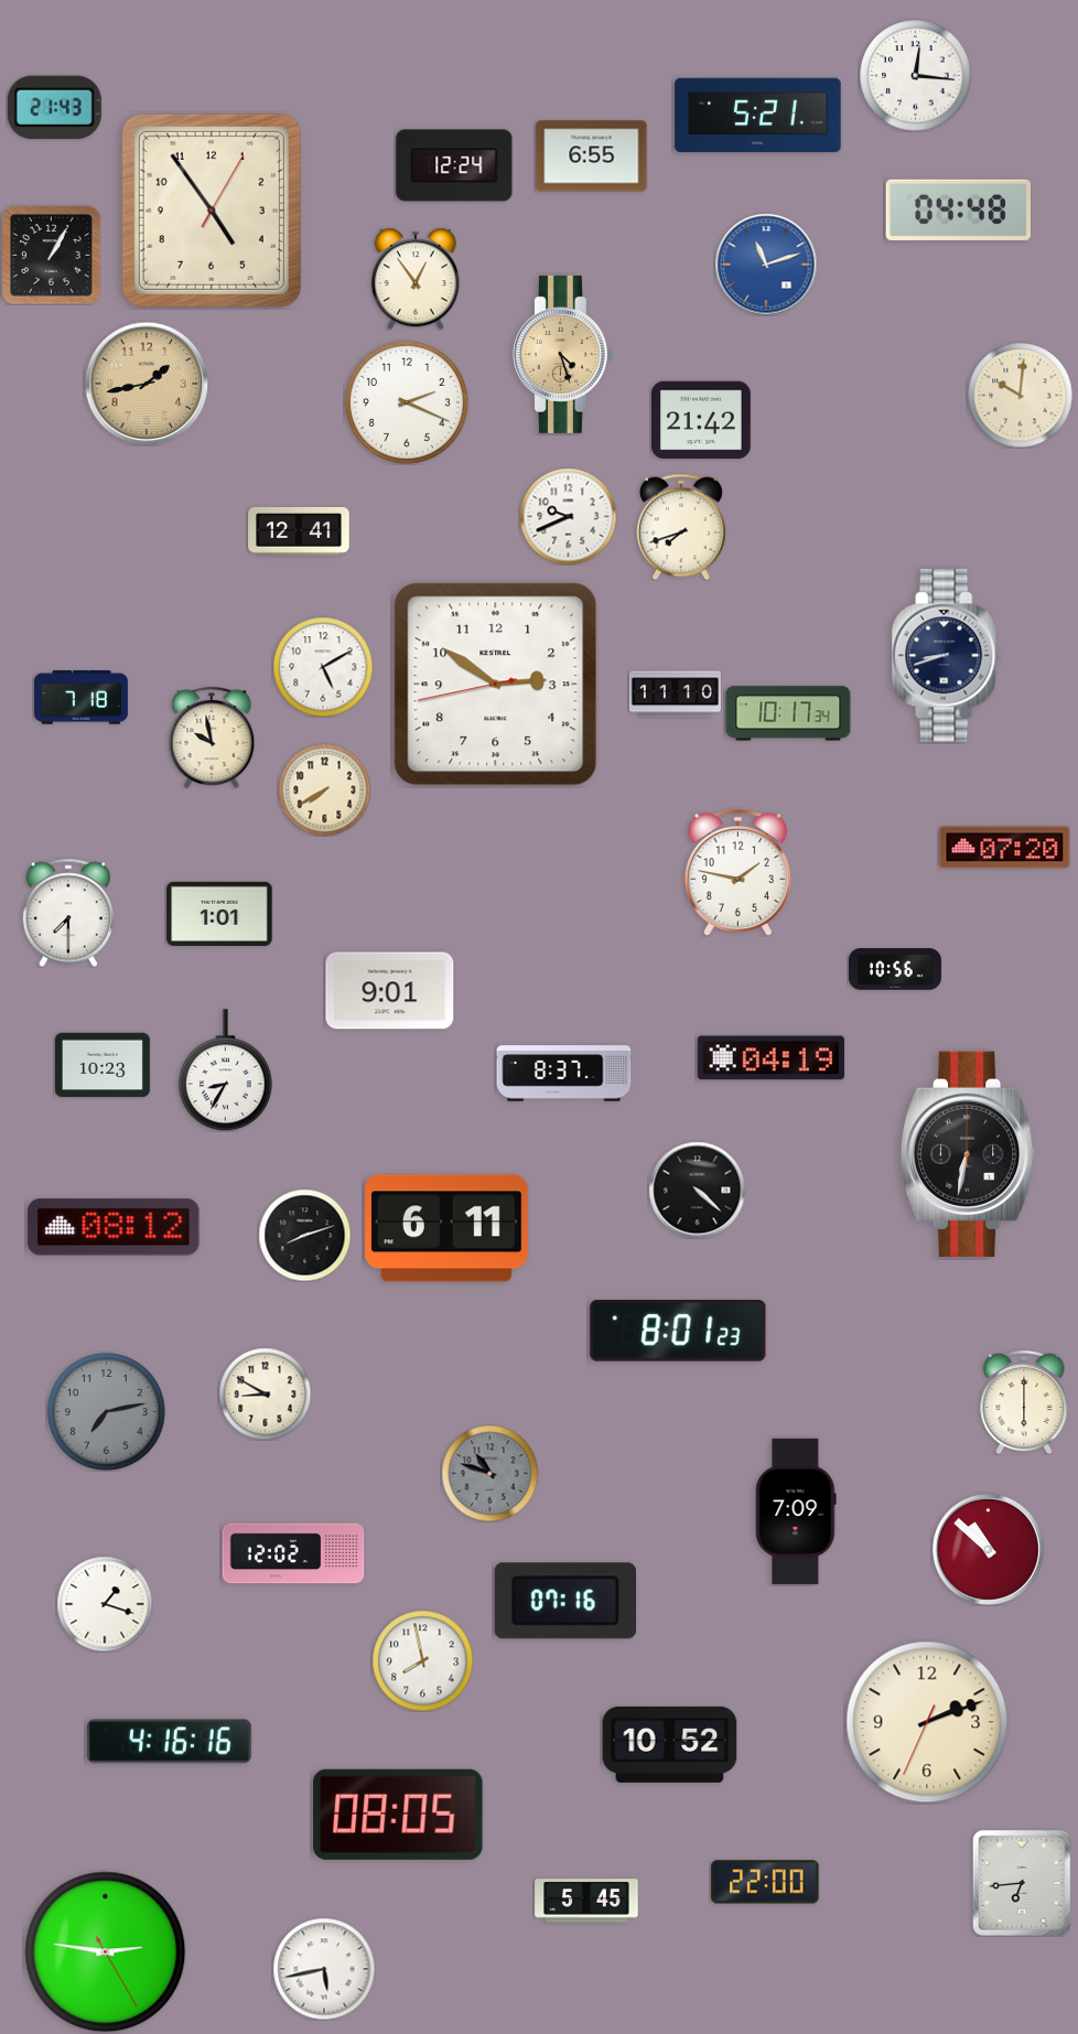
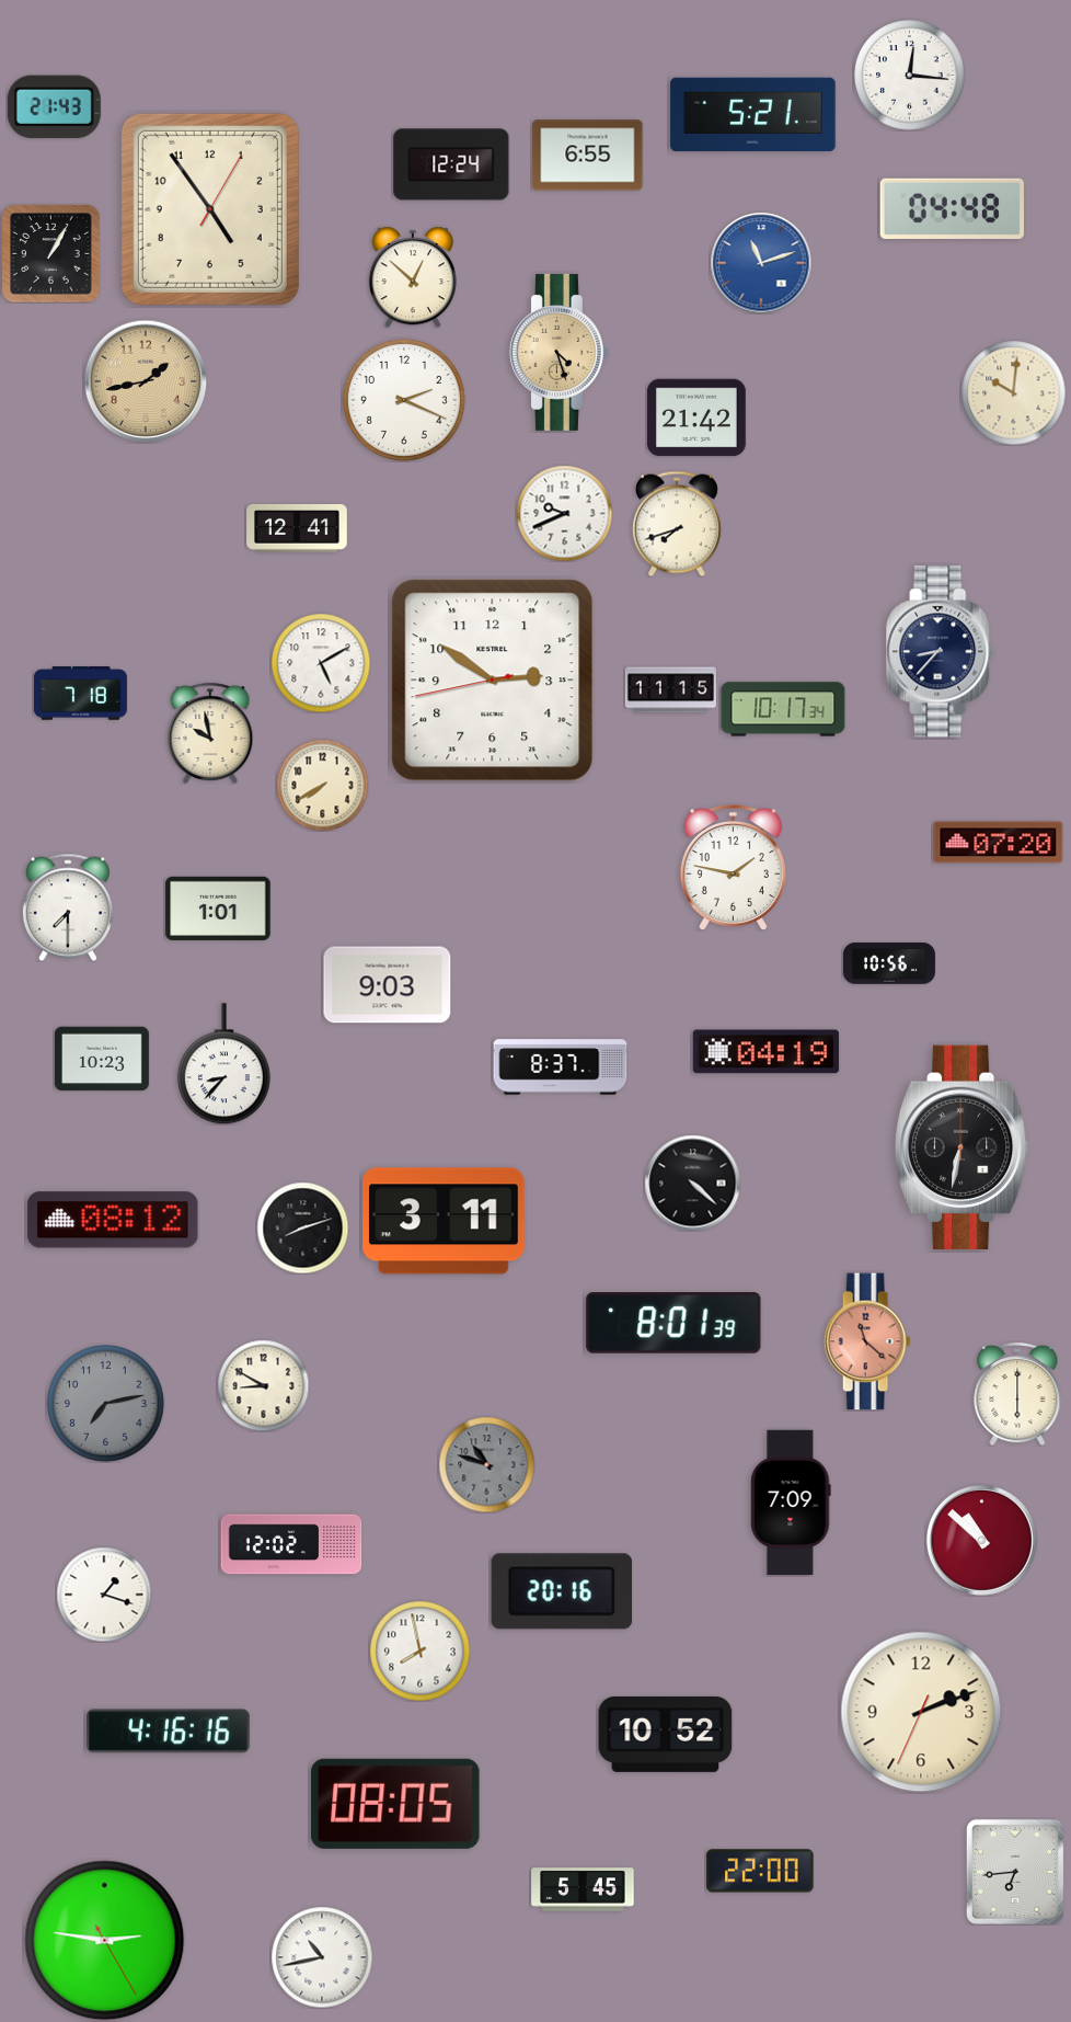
clock at (416, 279): 12:54 -> 12:52
clock at (947, 656): 8:42 -> 8:37
clock at (675, 695): 11:10 -> 11:15
clock at (390, 991): 9:01 -> 9:03
clock at (225, 1070): 8:35 -> 8:37
clock at (448, 1228): 6:11 -> 3:11
clock at (678, 1331): 8:01:23 -> 8:01:39
clock at (867, 1341): none -> 11:22
clock at (564, 1601): 07:16 -> 20:16
clock at (324, 1969): 5:43 -> 10:43
